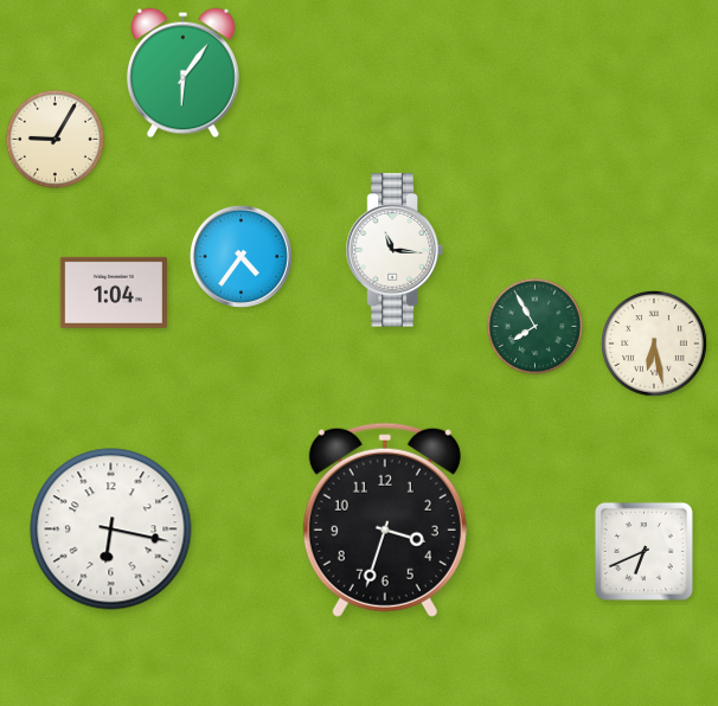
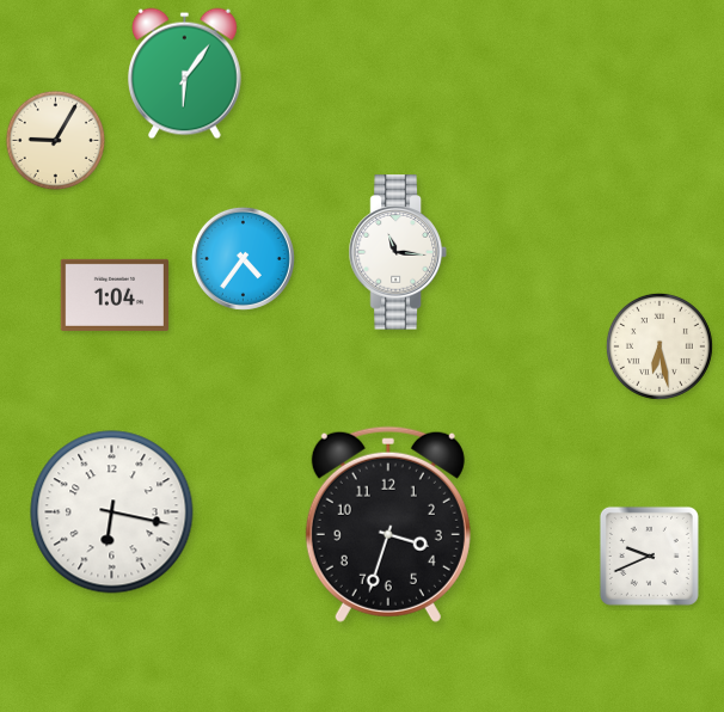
clock at (536, 327): 7:55 -> none
clock at (111, 529) position: (111, 529) -> (112, 512)
clock at (643, 551): 6:41 -> 9:41
